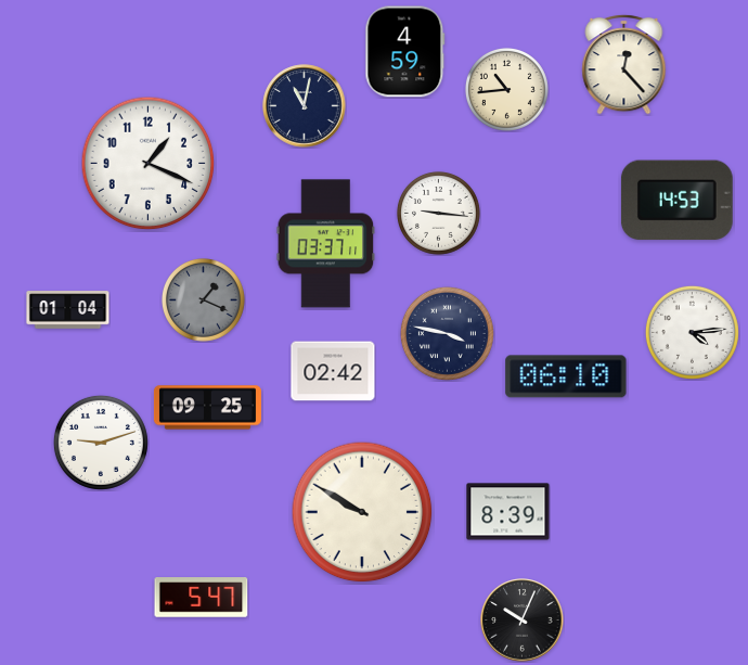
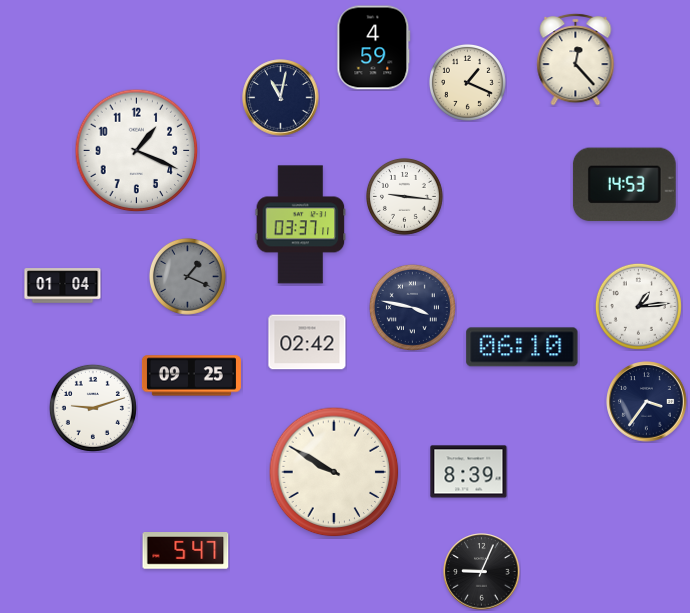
clock at (506, 89): 10:44 -> 1:19
clock at (692, 332): 4:14 -> 1:14
clock at (647, 402): none -> 3:36
clock at (523, 621): 10:04 -> 9:04
